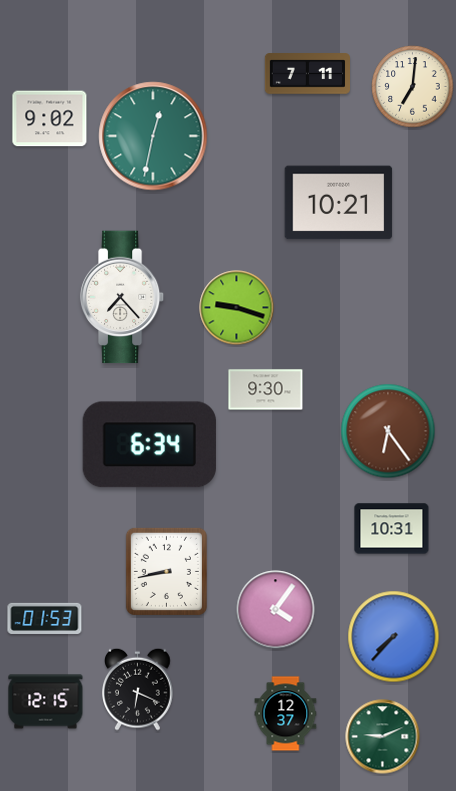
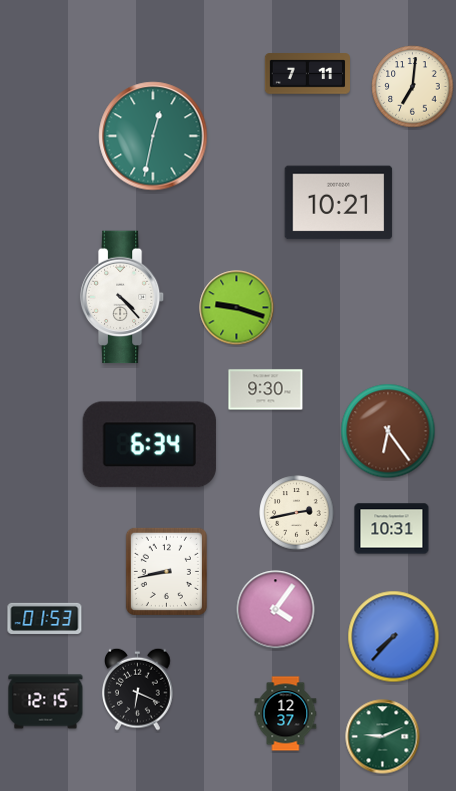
clock at (50, 119): 9:02 -> none
clock at (122, 297): 7:23 -> 4:23
clock at (297, 513): none -> 2:43
